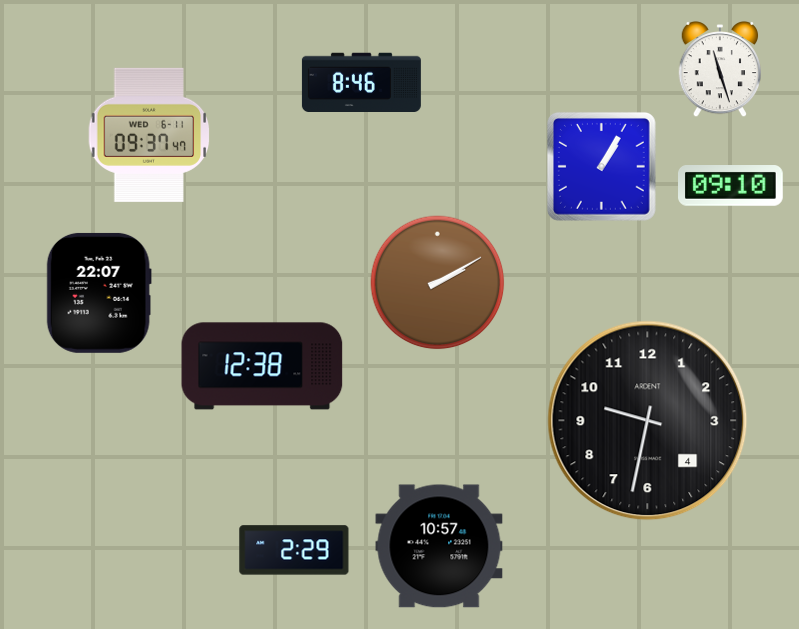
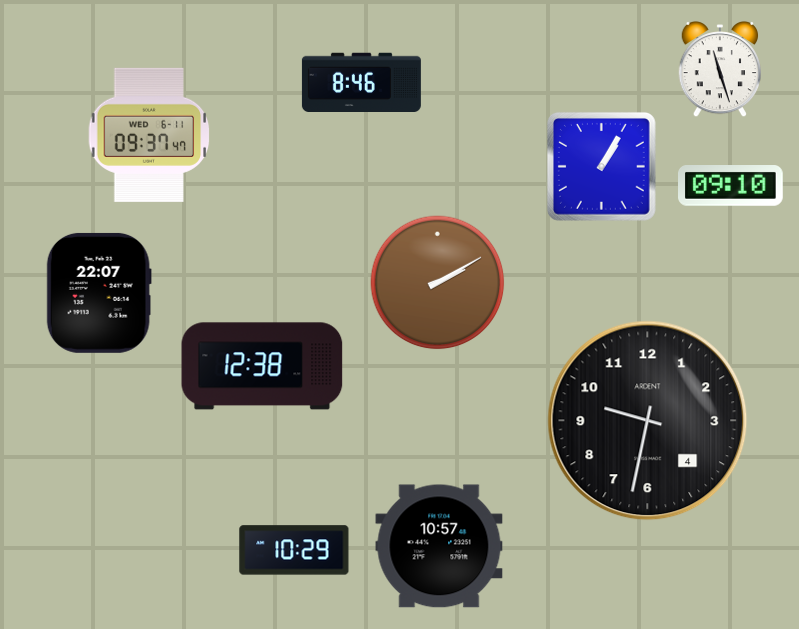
clock at (294, 550): 2:29 -> 10:29
